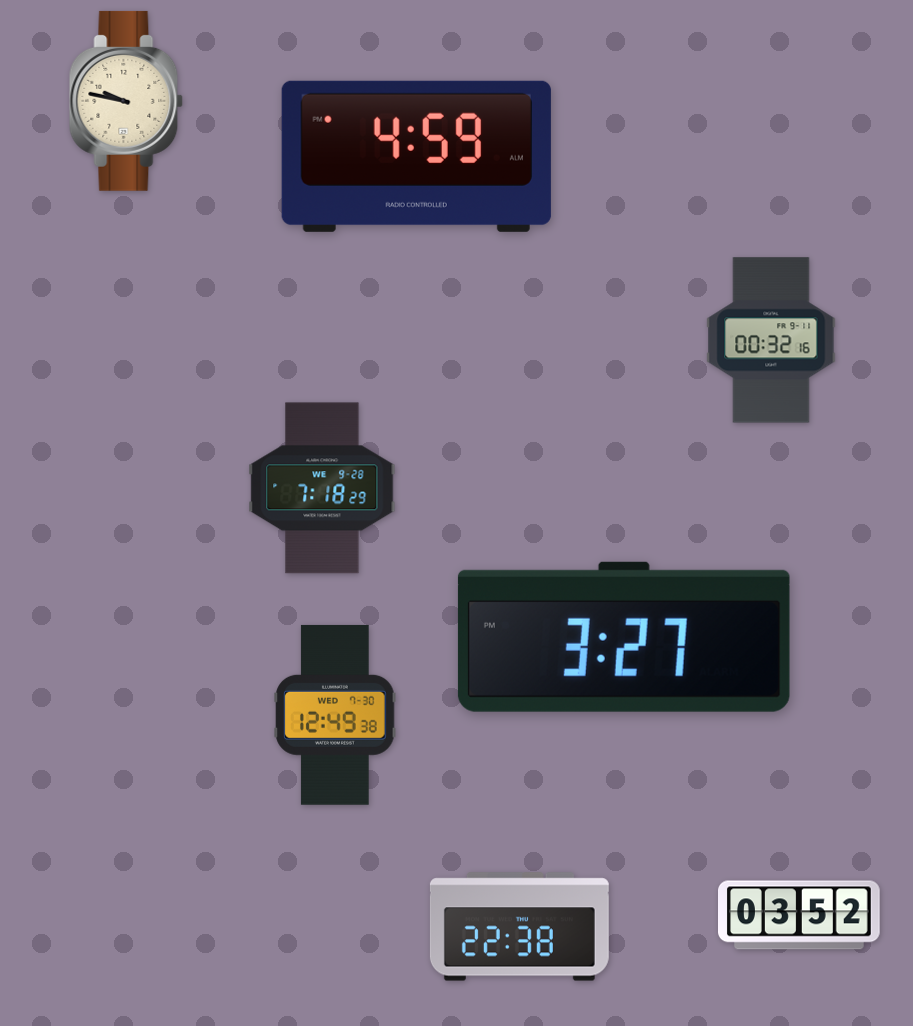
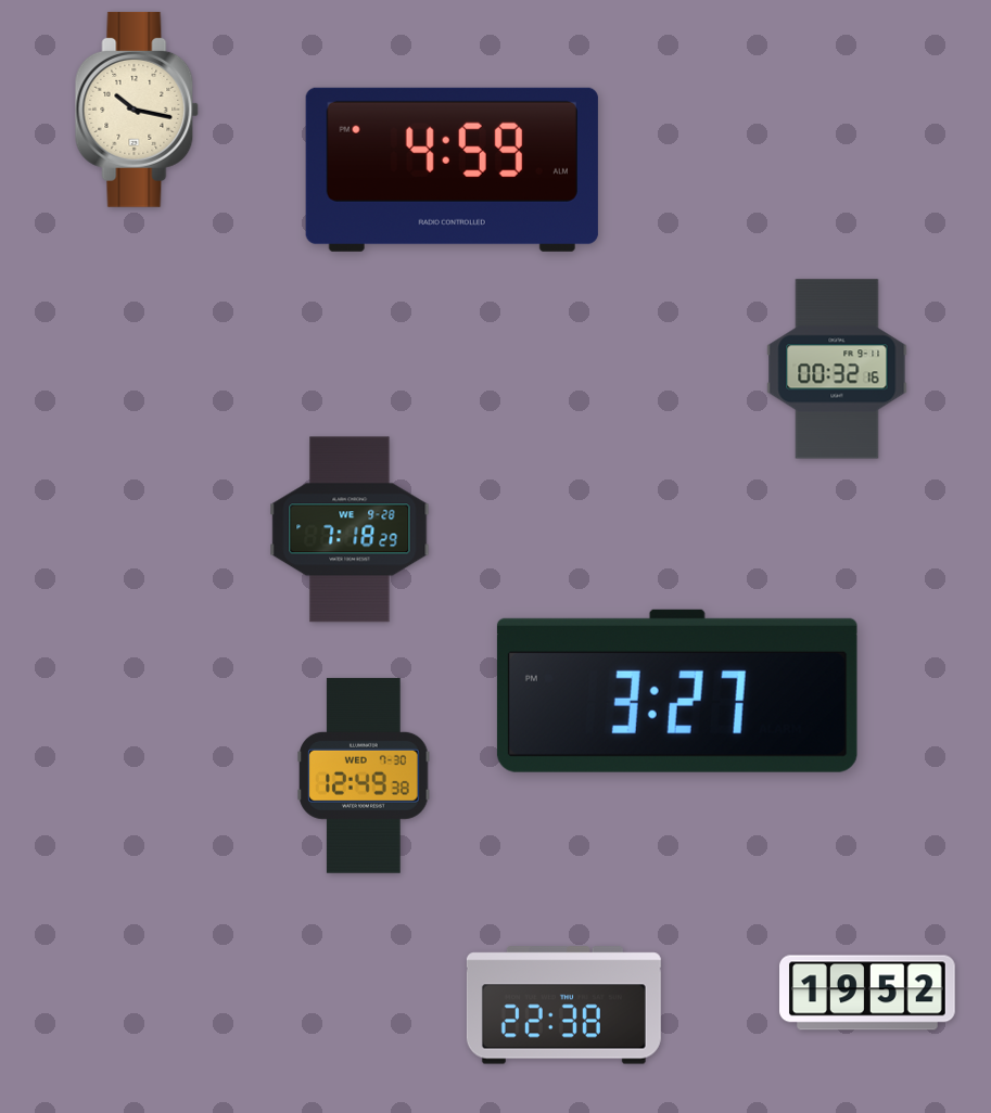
clock at (126, 101): 9:47 -> 10:17
clock at (800, 915): 03:52 -> 19:52
